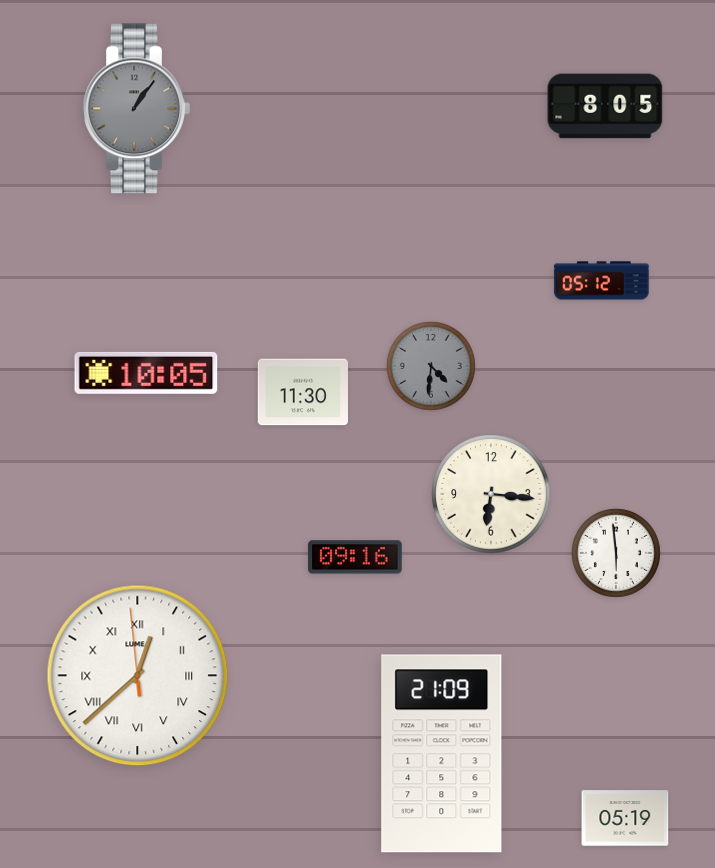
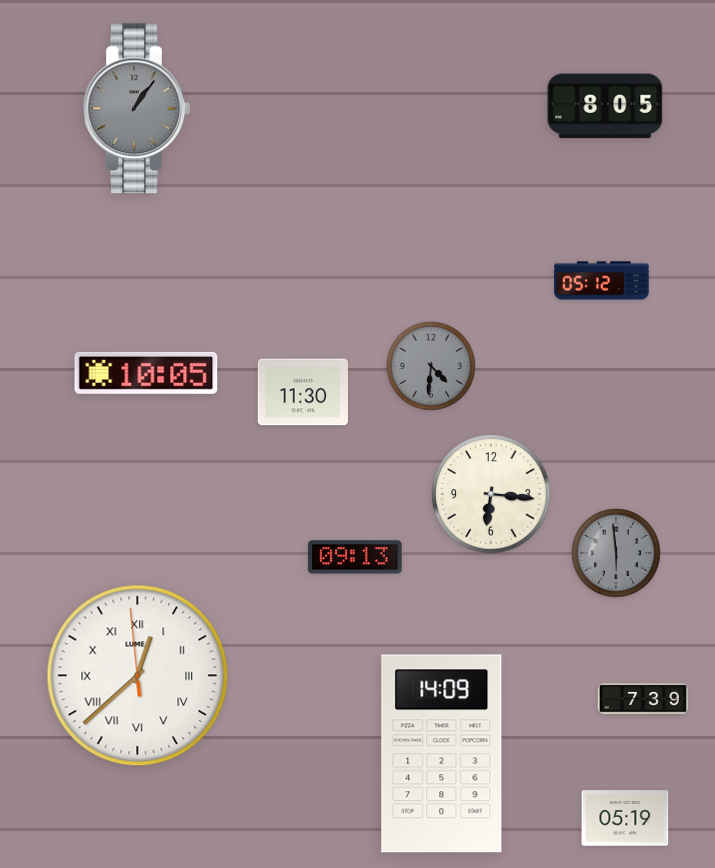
clock at (616, 553) dial: white -> grey
clock at (355, 557): 09:16 -> 09:13
clock at (642, 699): none -> 7:39
clock at (442, 754): 21:09 -> 14:09
